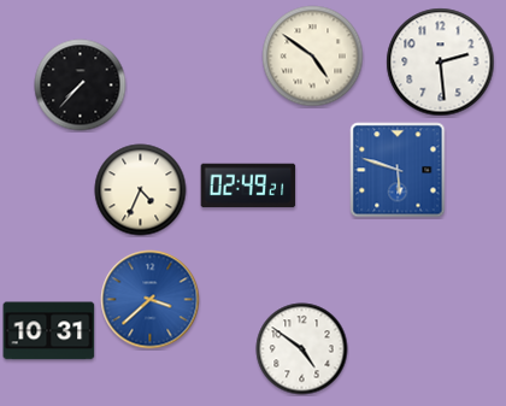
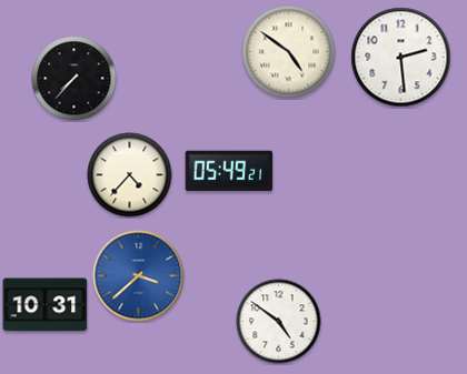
clock at (441, 63) position: (441, 63) -> (401, 58)
clock at (398, 170): 5:48 -> none
clock at (248, 186): 02:49 -> 05:49
clock at (141, 190): 4:34 -> 4:37
